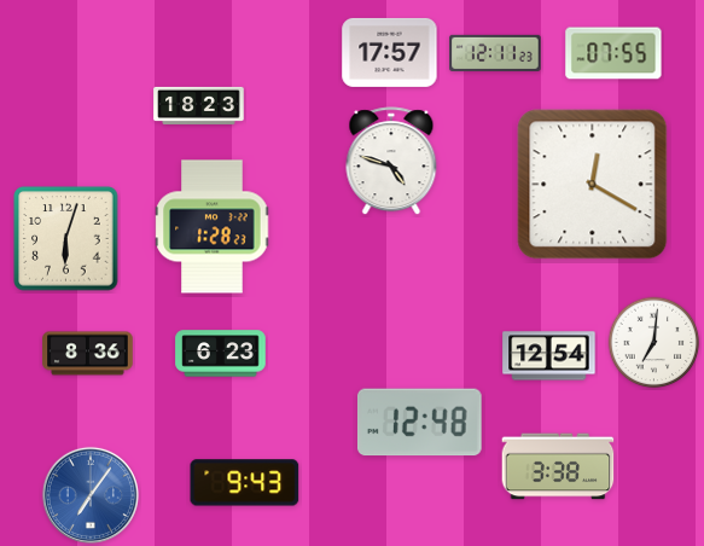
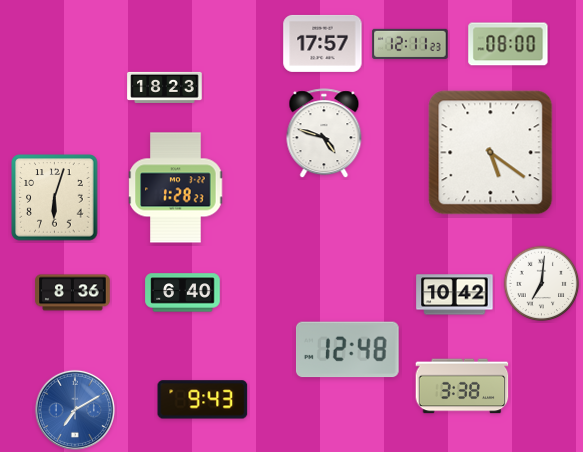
clock at (613, 53): 07:55 -> 08:00
clock at (593, 185): 12:20 -> 5:21
clock at (221, 354): 6:23 -> 6:40
clock at (549, 356): 12:54 -> 10:42
clock at (91, 495): 7:06 -> 7:10
